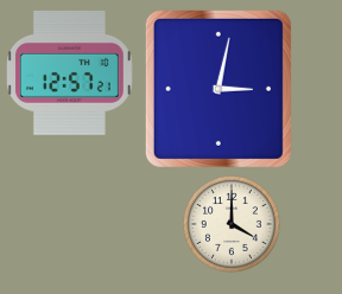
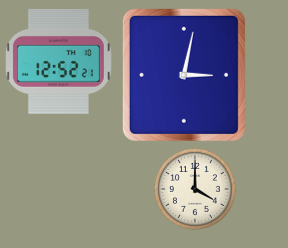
clock at (70, 72): 12:57 -> 12:52
